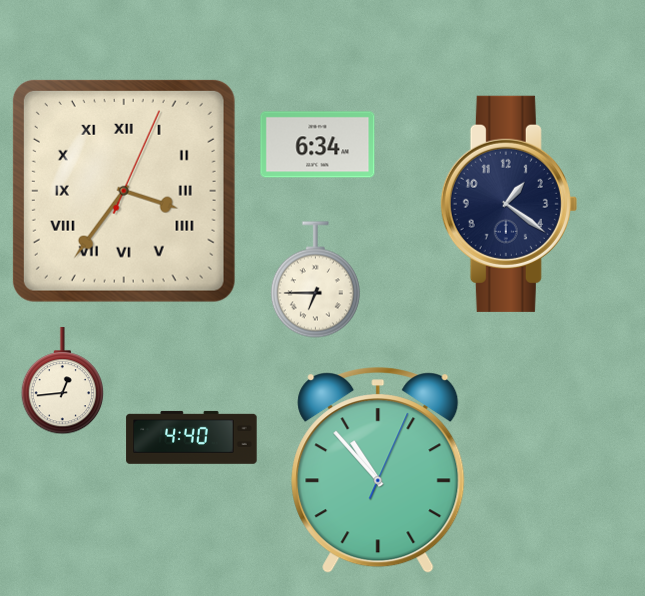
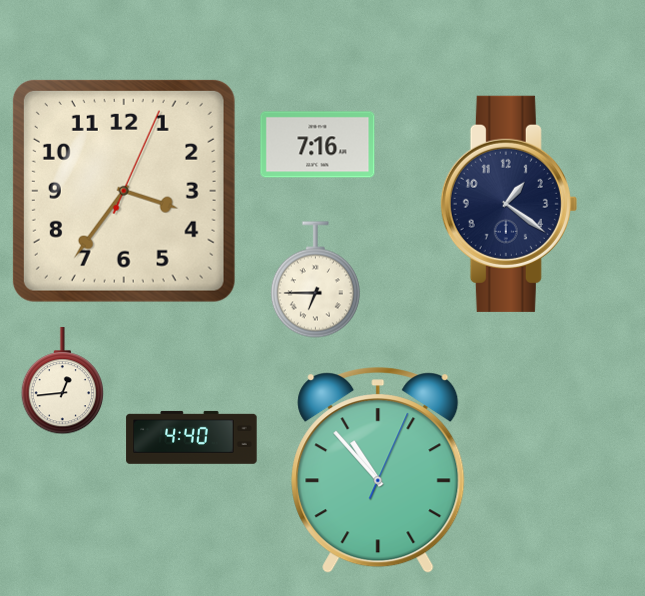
clock at (318, 145): 6:34 -> 7:16
clock at (124, 191) numerals: Roman -> Arabic
